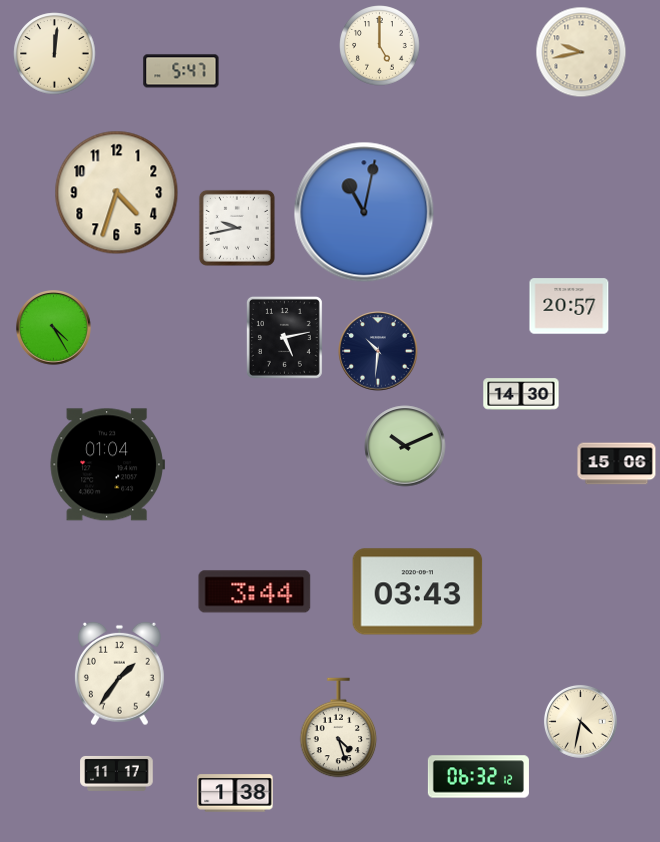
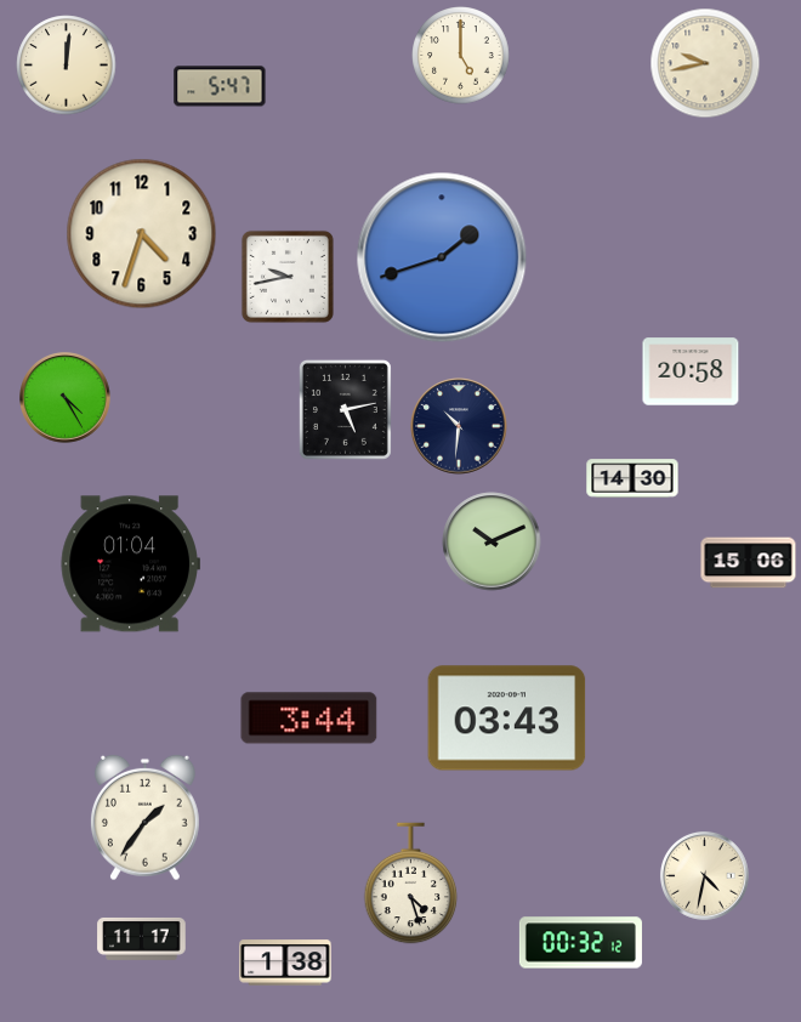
clock at (364, 212): 11:02 -> 1:42
clock at (569, 306): 20:57 -> 20:58
clock at (478, 777): 06:32 -> 00:32
